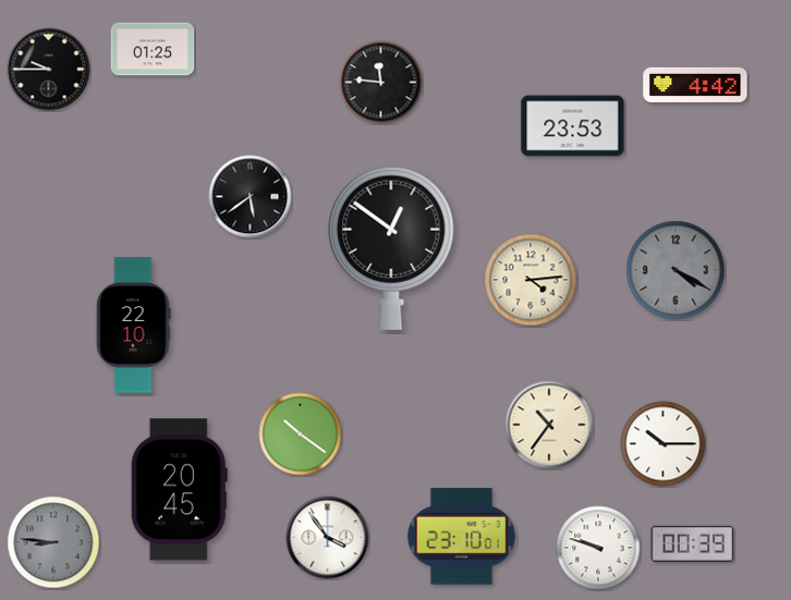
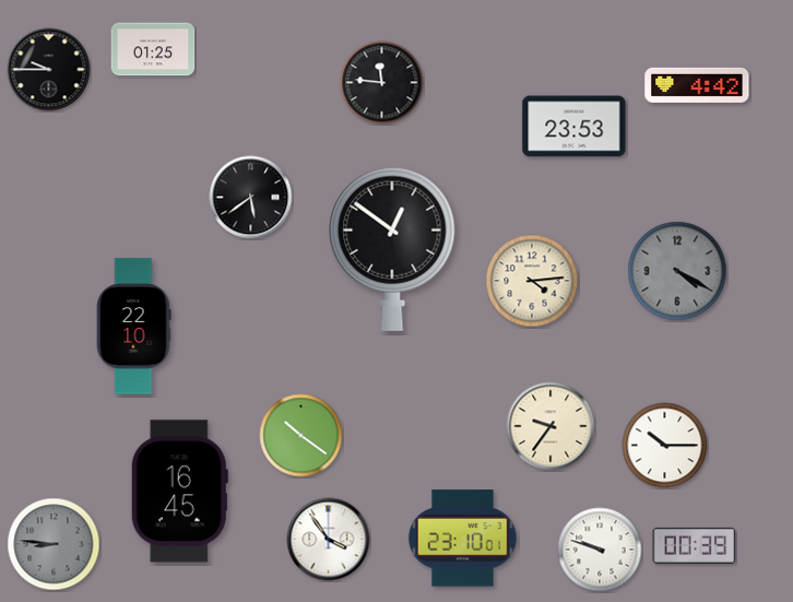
clock at (549, 425): 10:36 -> 9:36
clock at (179, 490): 20:45 -> 16:45
